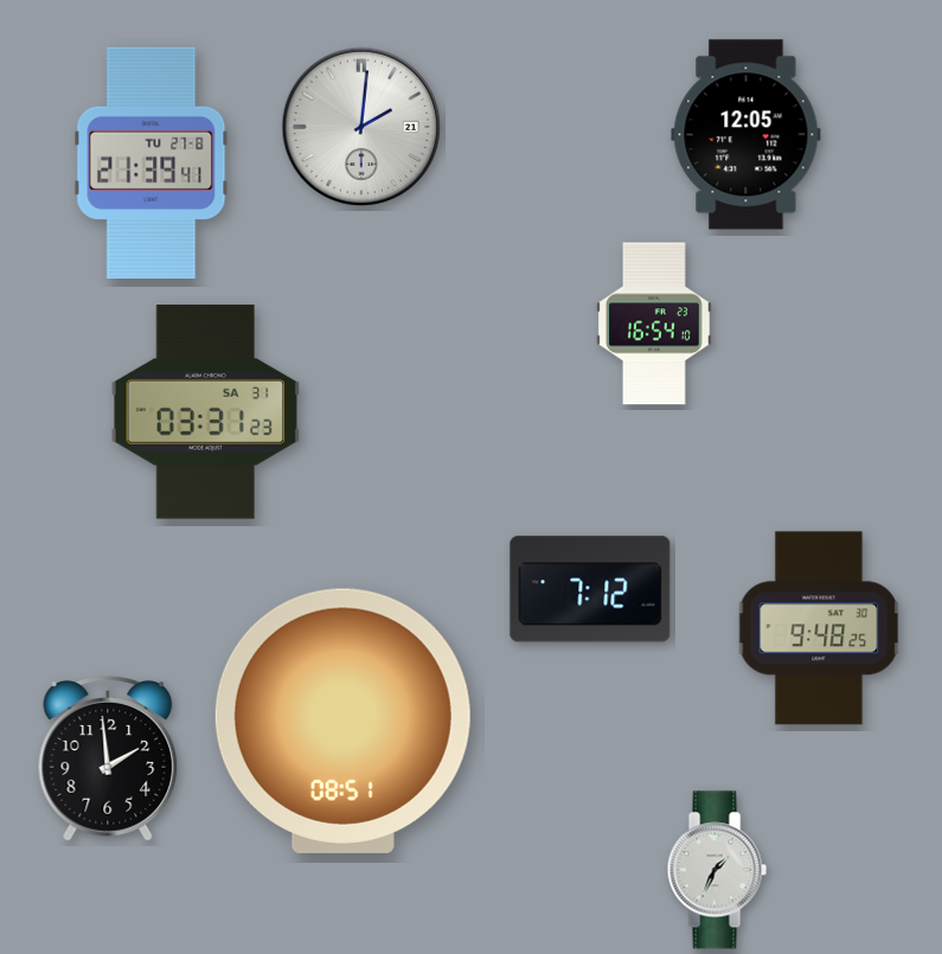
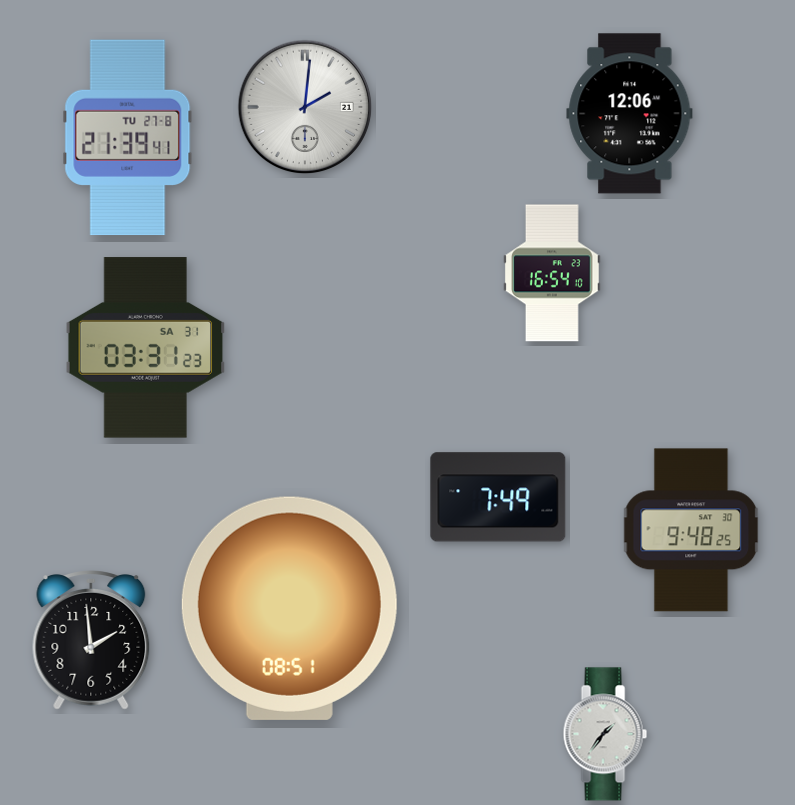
clock at (746, 135): 12:05 -> 12:06
clock at (206, 412) position: (206, 412) -> (146, 348)
clock at (590, 589): 7:12 -> 7:49
clock at (717, 870): 1:34 -> 1:36
